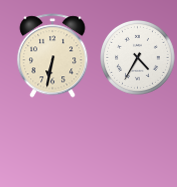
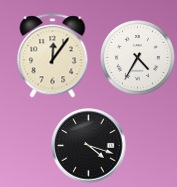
clock at (53, 56): 6:32 -> 12:06
clock at (89, 146): none -> 4:18
